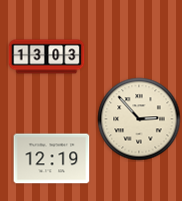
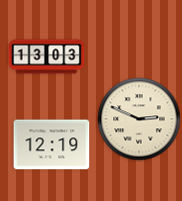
clock at (139, 119): 2:53 -> 2:49
clock at (52, 159) position: (52, 159) -> (52, 145)
